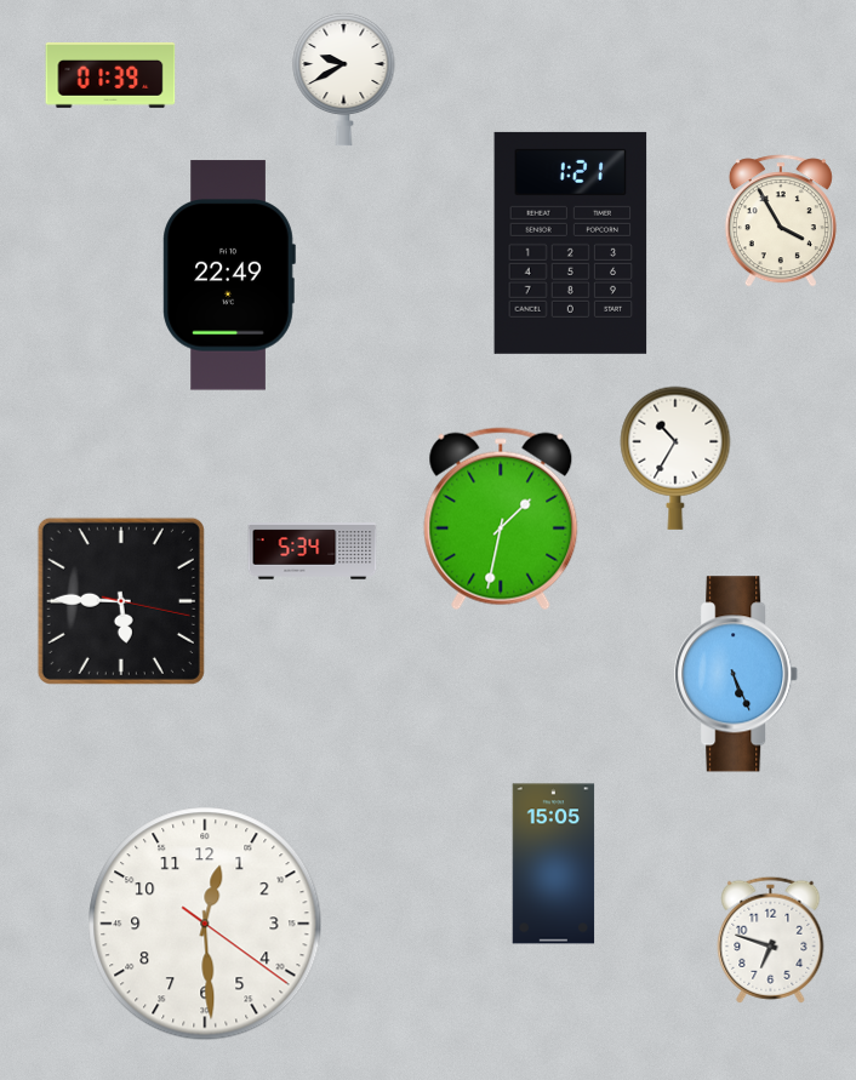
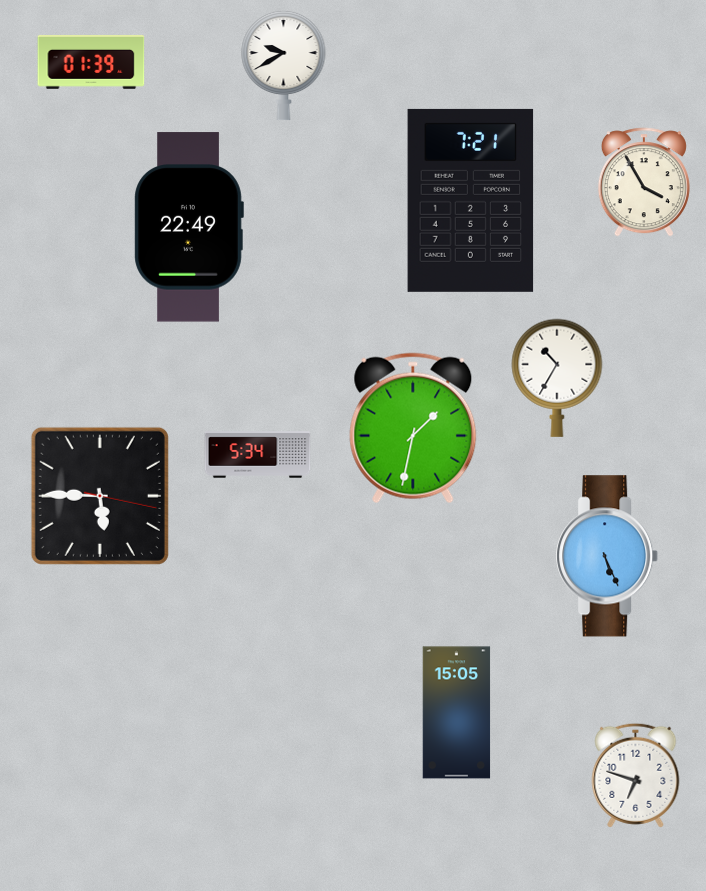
clock at (571, 242): 1:21 -> 7:21
clock at (205, 924): 12:29 -> none
